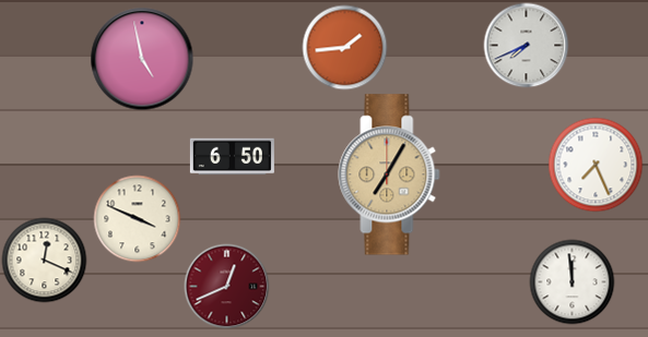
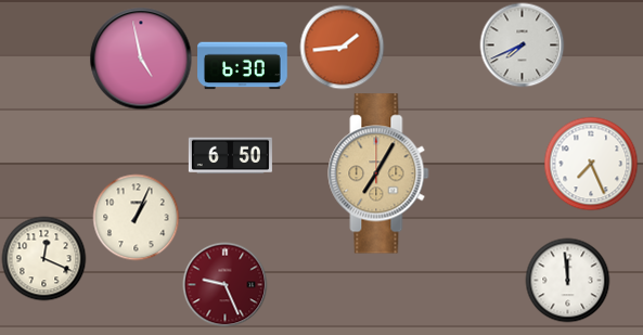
clock at (243, 66): none -> 6:30
clock at (389, 174) position: (389, 174) -> (378, 173)
clock at (137, 218): 3:49 -> 1:04
clock at (226, 286): 12:41 -> 9:26
